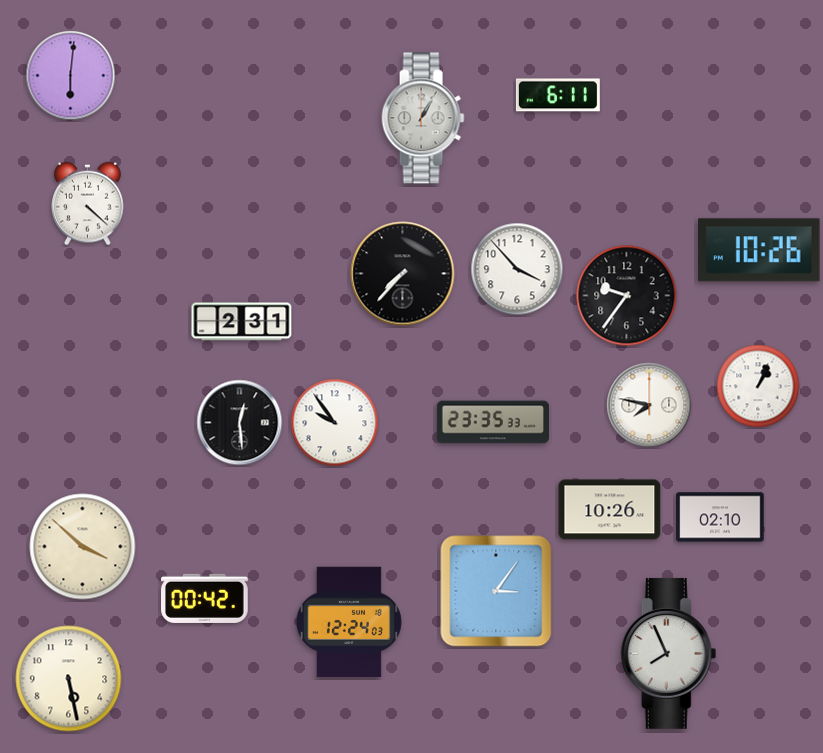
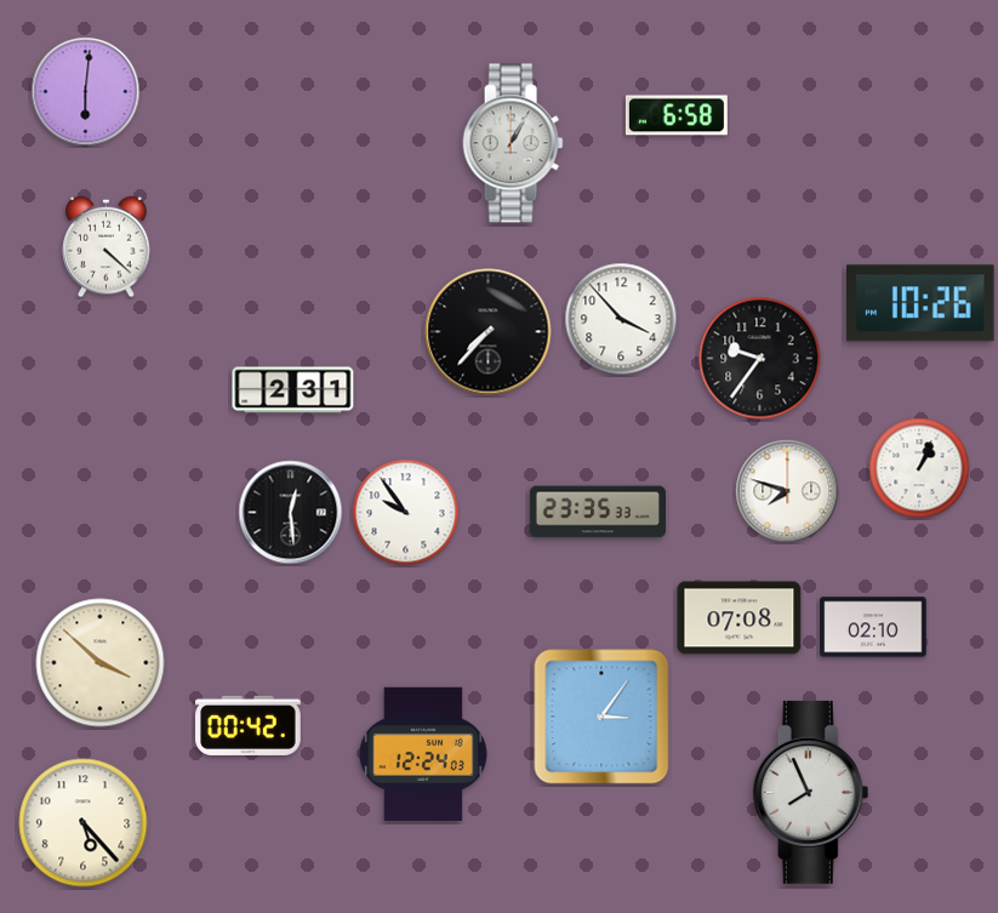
clock at (558, 95): 6:11 -> 6:58
clock at (517, 269) position: (517, 269) -> (621, 319)
clock at (649, 405): 7:47 -> 7:48
clock at (610, 510): 10:26 -> 07:08
clock at (69, 679): 5:28 -> 5:23
